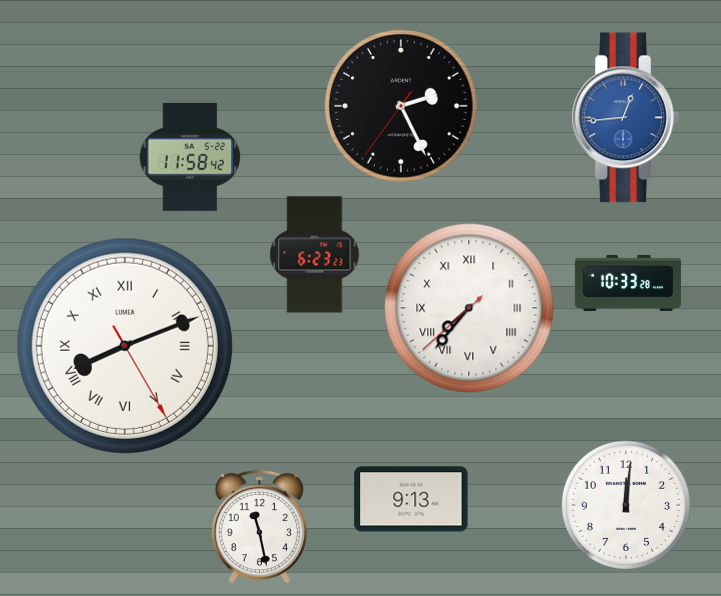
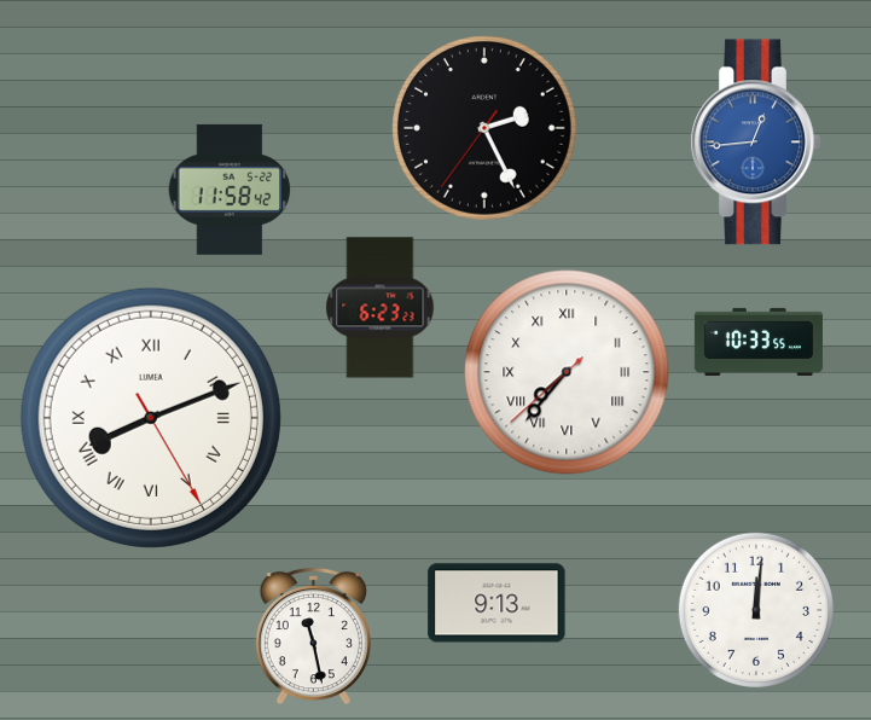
clock at (628, 283): 10:33:28 -> 10:33:55
